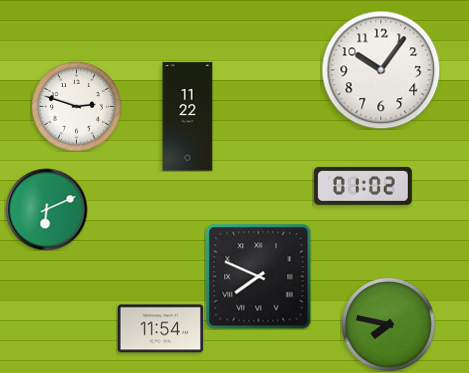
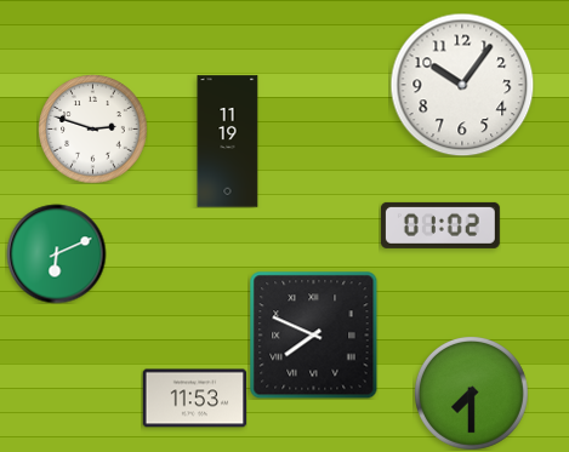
clock at (188, 117): 11:22 -> 11:19
clock at (388, 324): 7:47 -> 7:30
clock at (160, 329): 11:54 -> 11:53
